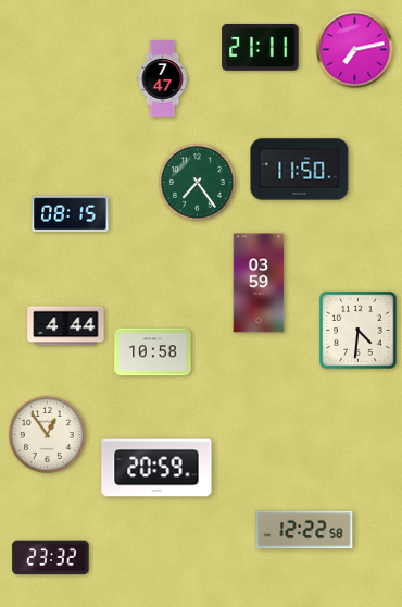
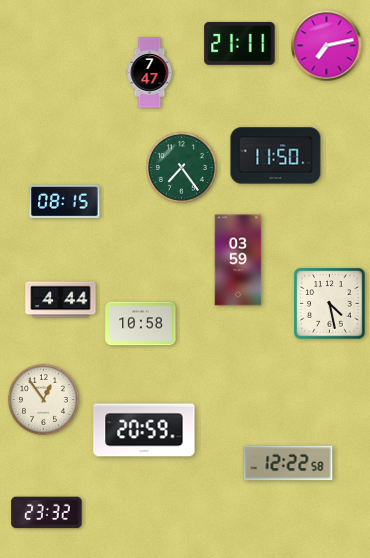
clock at (71, 213) position: (71, 213) -> (65, 201)
clock at (359, 331): 4:31 -> 4:28
clock at (304, 530) position: (304, 530) -> (288, 463)
